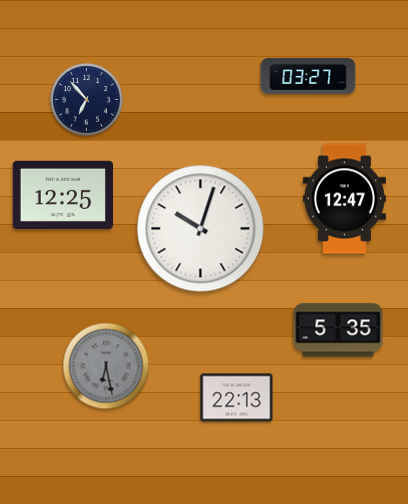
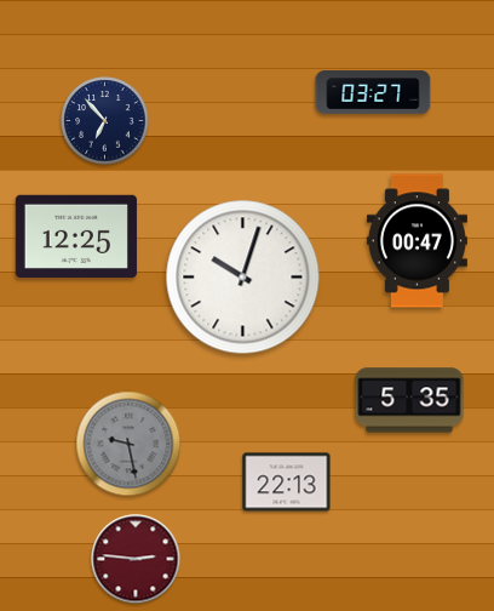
clock at (344, 199): 12:47 -> 00:47
clock at (106, 366): 6:28 -> 9:28
clock at (136, 559): none -> 2:46
